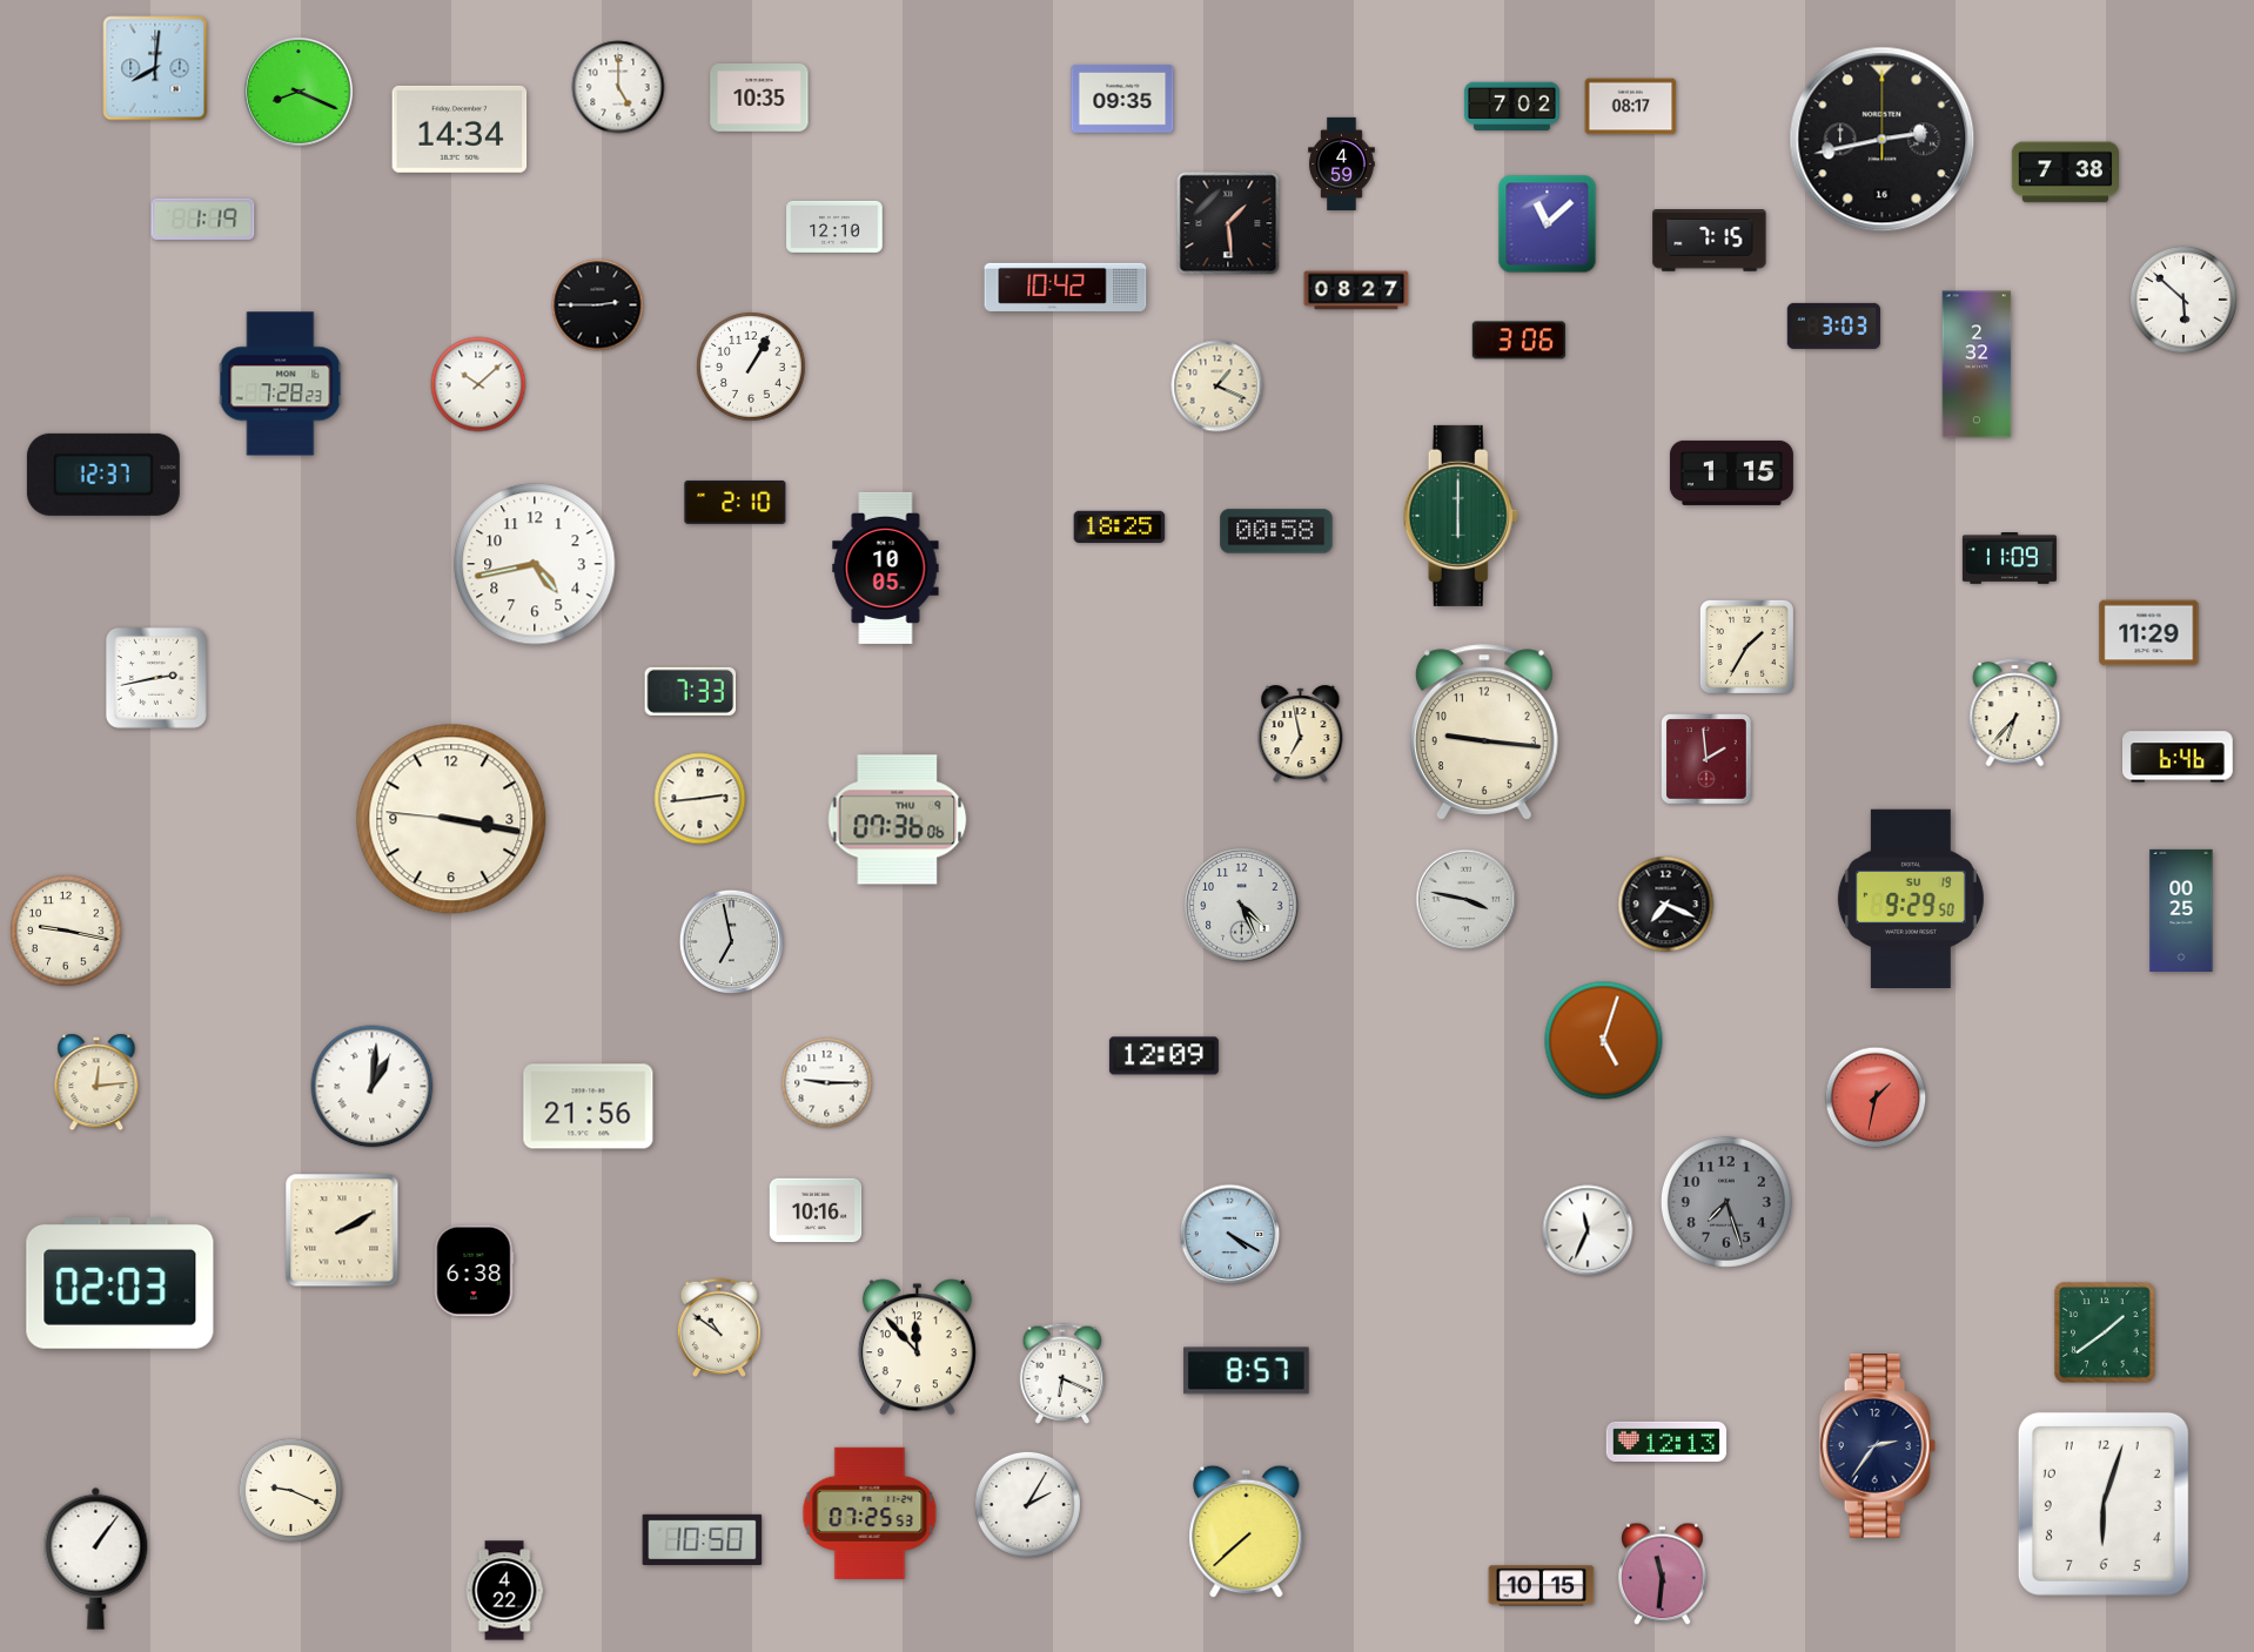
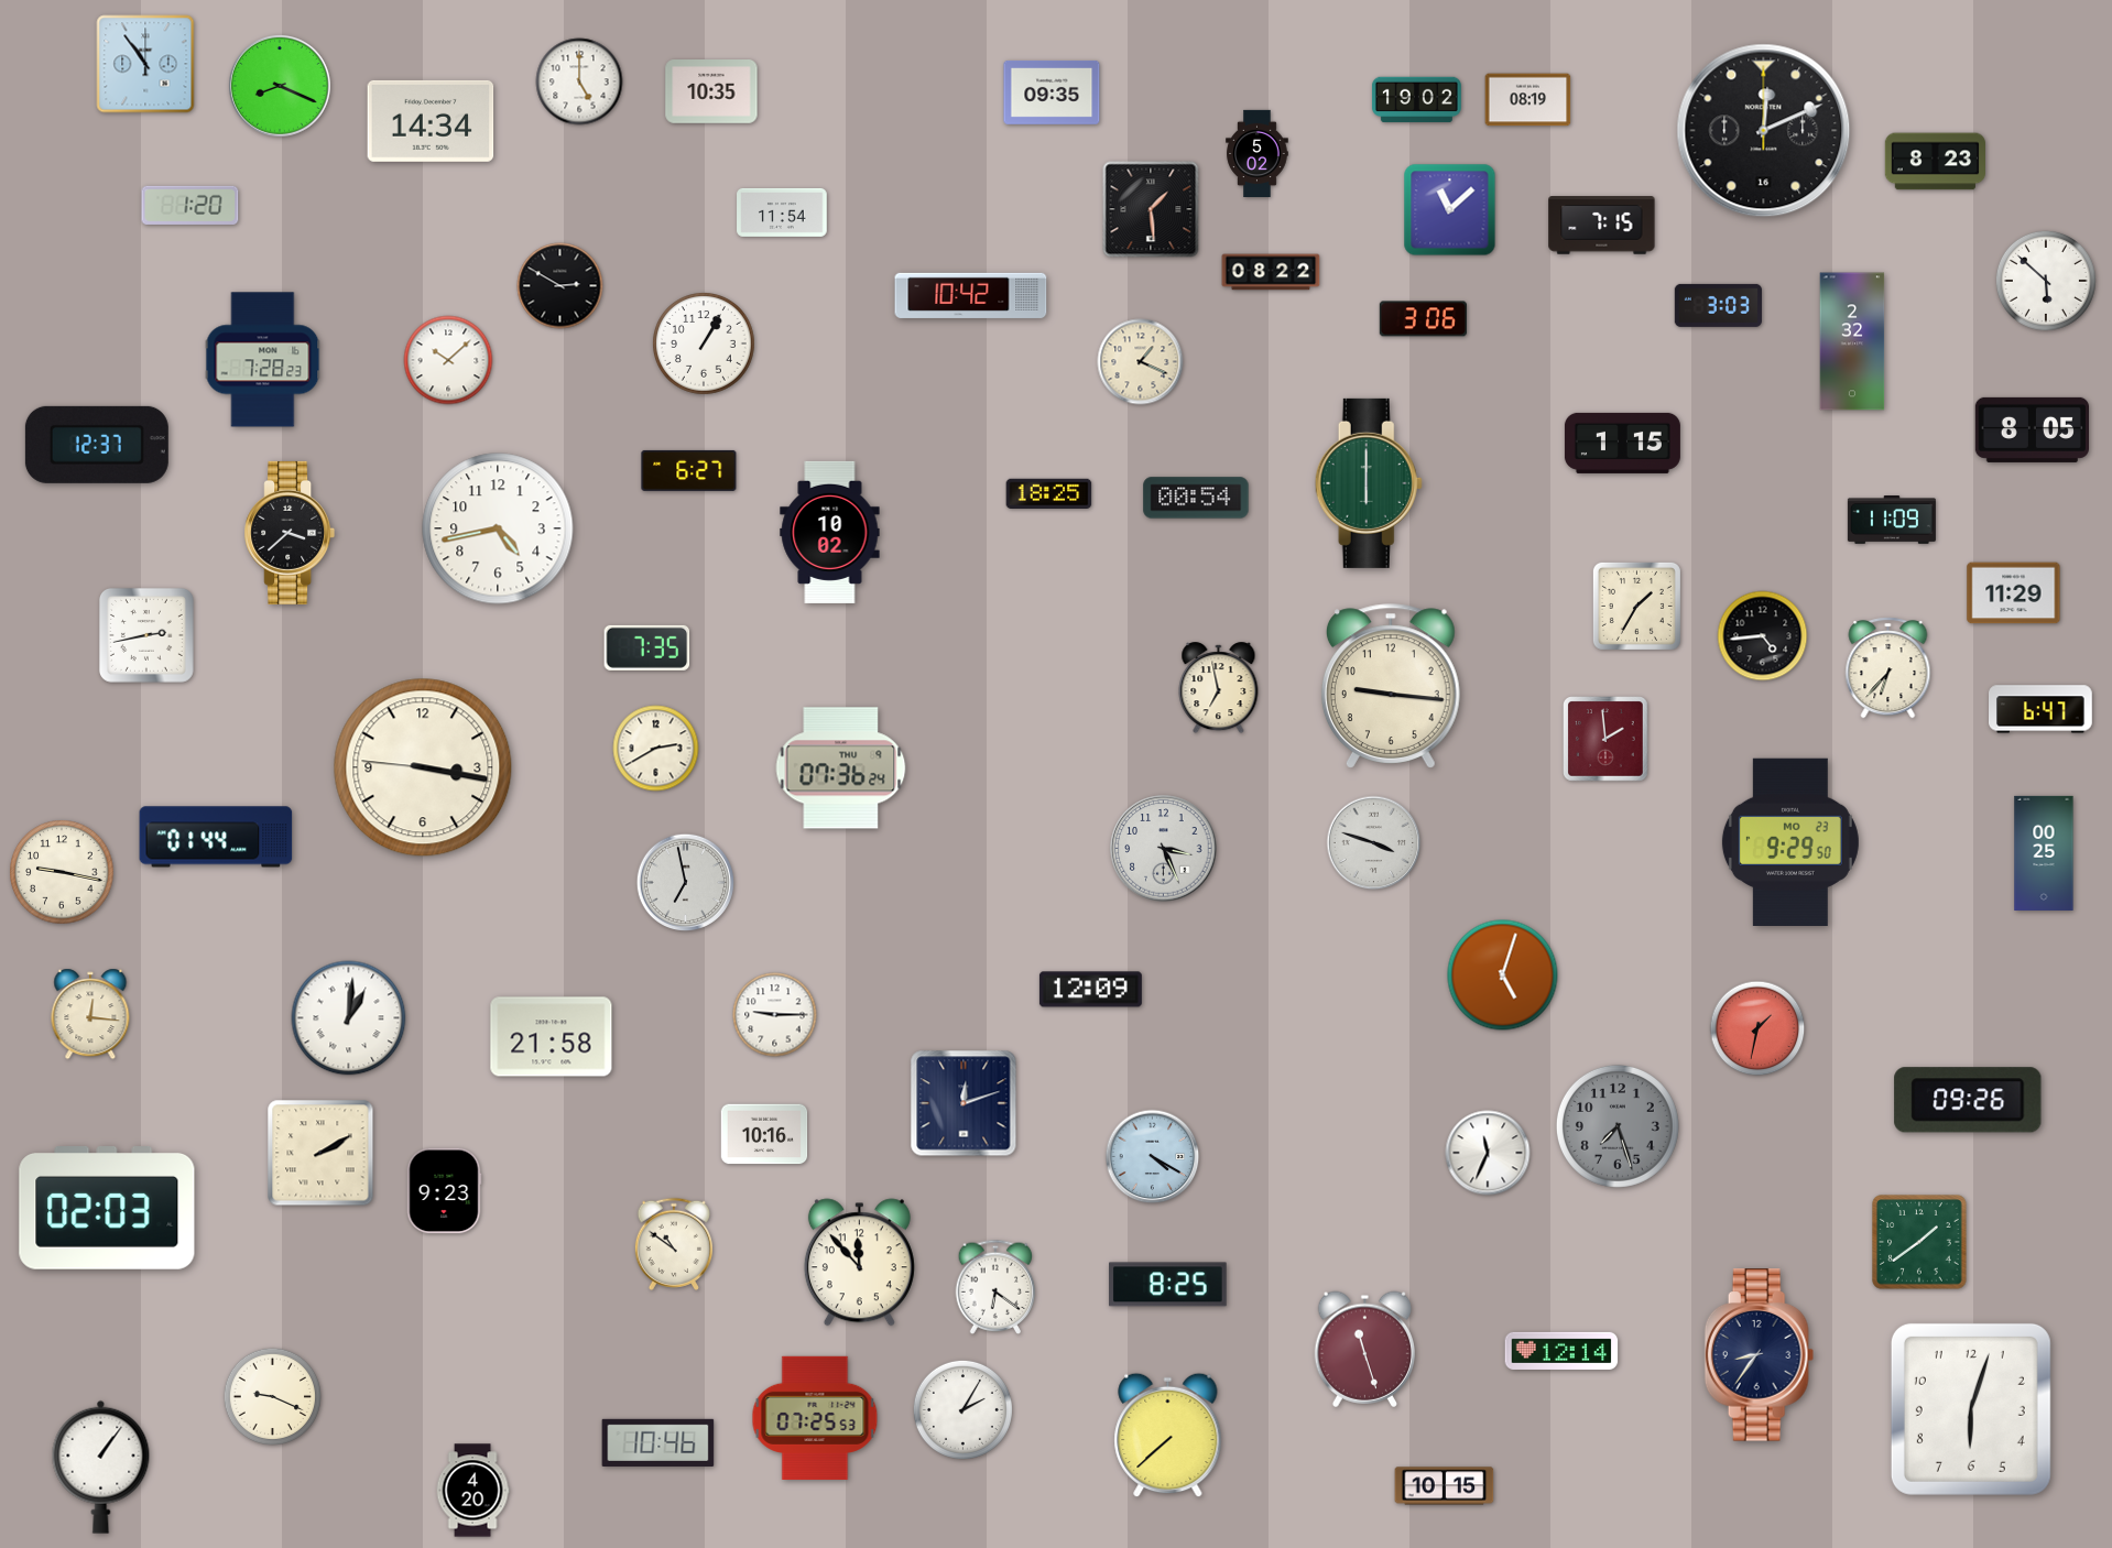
clock at (155, 68): 8:01 -> 10:54
clock at (1511, 107): 7:02 -> 19:02
clock at (1631, 107): 08:17 -> 08:19
clock at (1883, 140): 2:43 -> 12:11
clock at (1342, 163): 4:59 -> 5:02
clock at (2065, 173): 7:38 -> 8:23
clock at (203, 219): 1:19 -> 1:20
clock at (834, 227): 12:10 -> 11:54
clock at (1066, 287) position: (1066, 287) -> (971, 295)
clock at (1356, 290): 08:27 -> 08:22
clock at (598, 305): 2:45 -> 2:50
clock at (2032, 429): none -> 8:05
clock at (736, 502): 2:10 -> 6:27
clock at (1276, 531): 00:58 -> 00:54
clock at (2010, 559) position: (2010, 559) -> (1892, 521)
clock at (535, 564) position: (535, 564) -> (498, 528)
clock at (886, 568): 10:05 -> 10:02
clock at (290, 533): none -> 3:38
clock at (1763, 636): none -> 4:44
clock at (691, 691): 7:33 -> 7:35
clock at (2179, 757): 6:46 -> 6:47
clock at (1708, 760) position: (1708, 760) -> (1607, 740)
clock at (700, 799): 2:44 -> 2:40
clock at (898, 820): 07:36:06 -> 07:36:24
clock at (216, 837): none -> 01:44
clock at (1911, 898) date: SU 19 -> MO 23
clock at (1467, 900): 3:47 -> 3:48
clock at (1666, 905): 7:19 -> none
clock at (1242, 906): 4:26 -> 3:26
clock at (96, 1082): 12:14 -> 12:16
clock at (589, 1107): 21:56 -> 21:58
clock at (1968, 1100): none -> 09:26
clock at (964, 1103): none -> 12:12
clock at (474, 1271): 6:38 -> 9:23
clock at (120, 1284) position: (120, 1284) -> (107, 1209)
clock at (2105, 1332) position: (2105, 1332) -> (1919, 1242)
clock at (1247, 1371): 8:57 -> 8:25
clock at (1062, 1374): 6:19 -> 6:21
clock at (1365, 1349): none -> 11:27
clock at (1666, 1442): 12:13 -> 12:14
clock at (1878, 1446): 2:36 -> 8:36
clock at (703, 1539): 10:50 -> 10:46
clock at (96, 1558) position: (96, 1558) -> (101, 1467)
clock at (1663, 1574): 11:31 -> none
clock at (504, 1591): 4:22 -> 4:20
